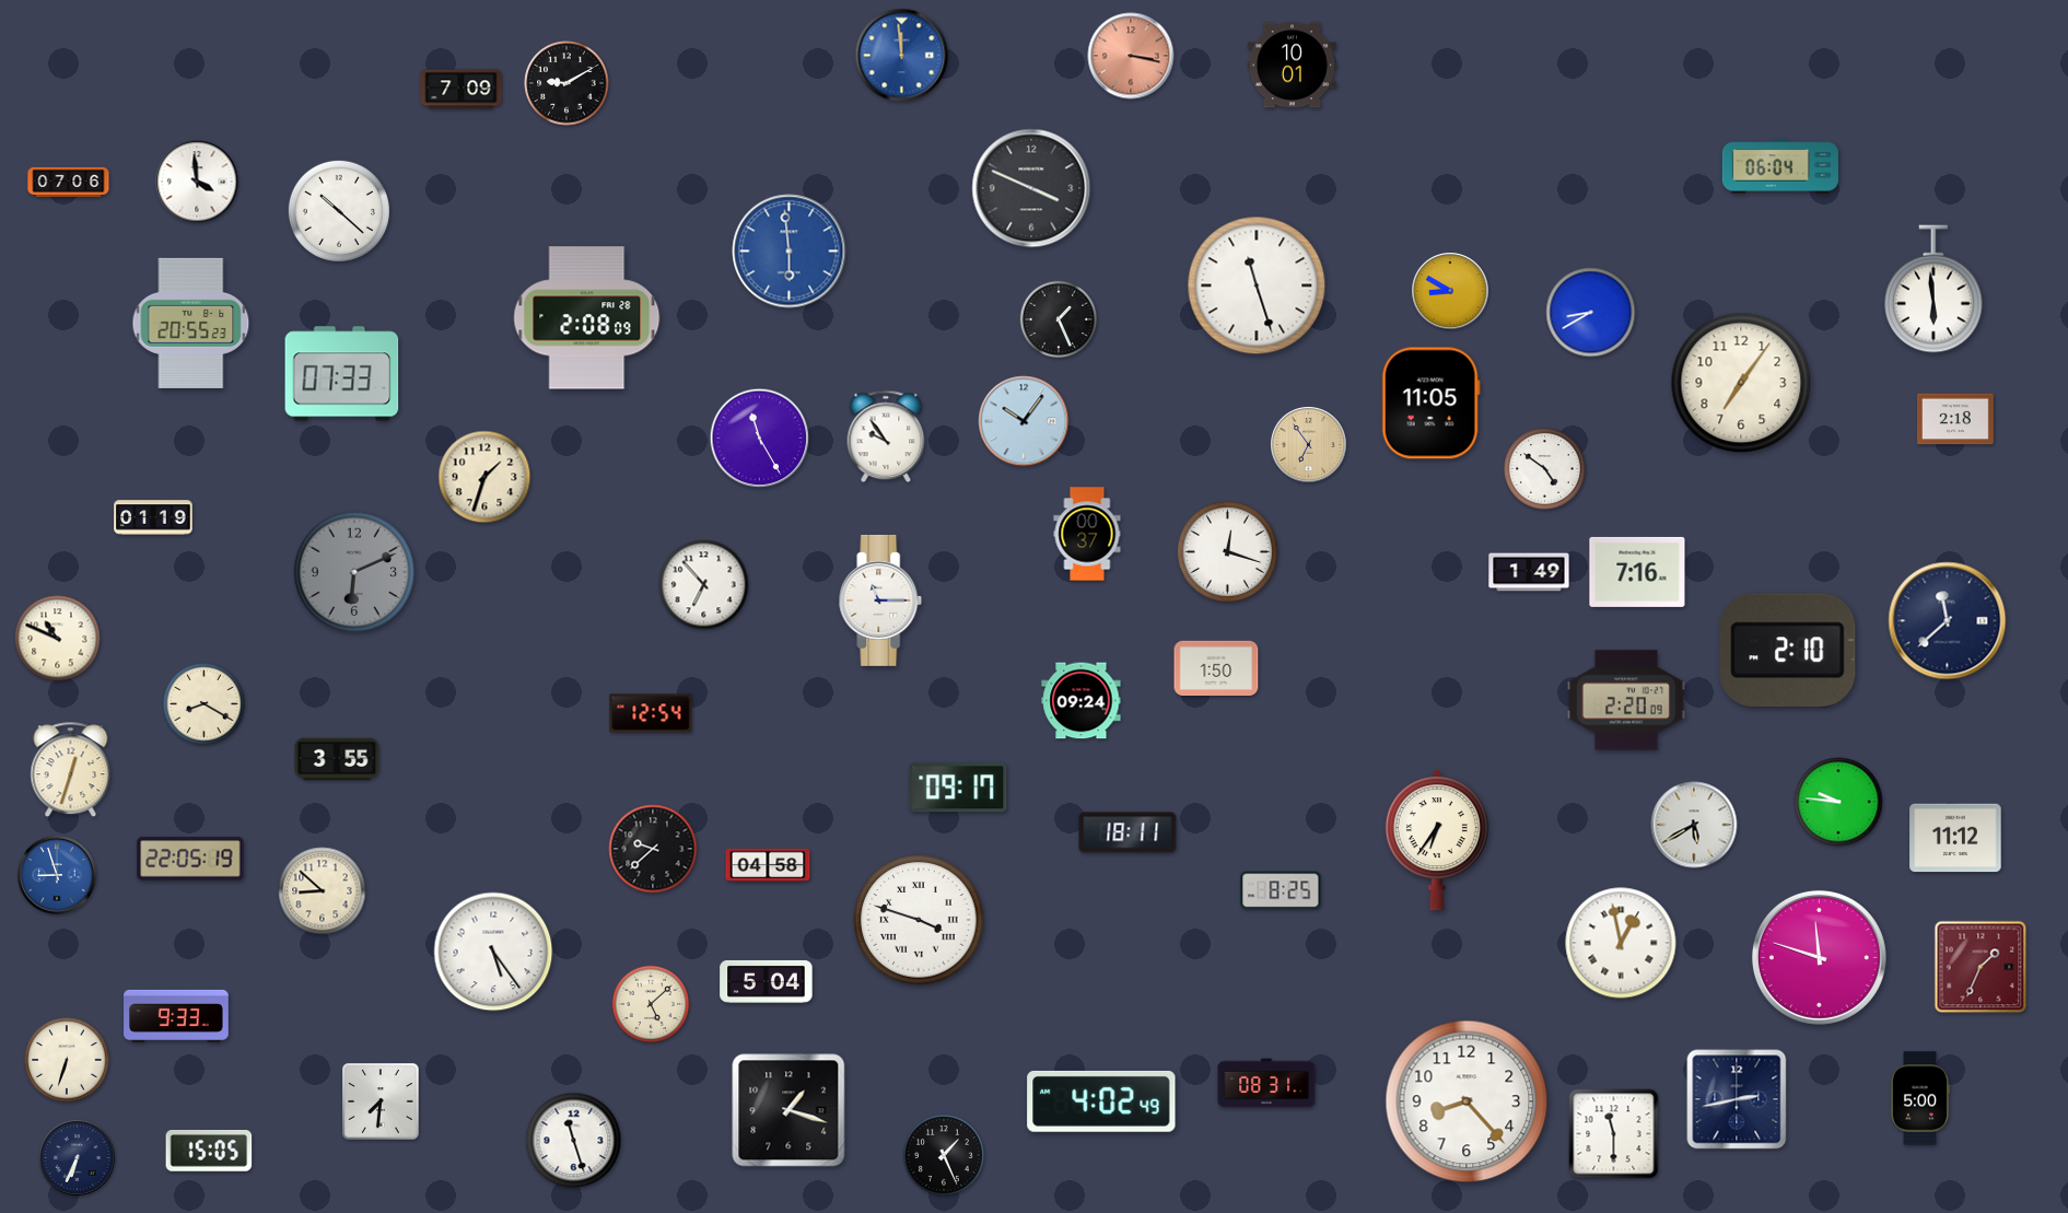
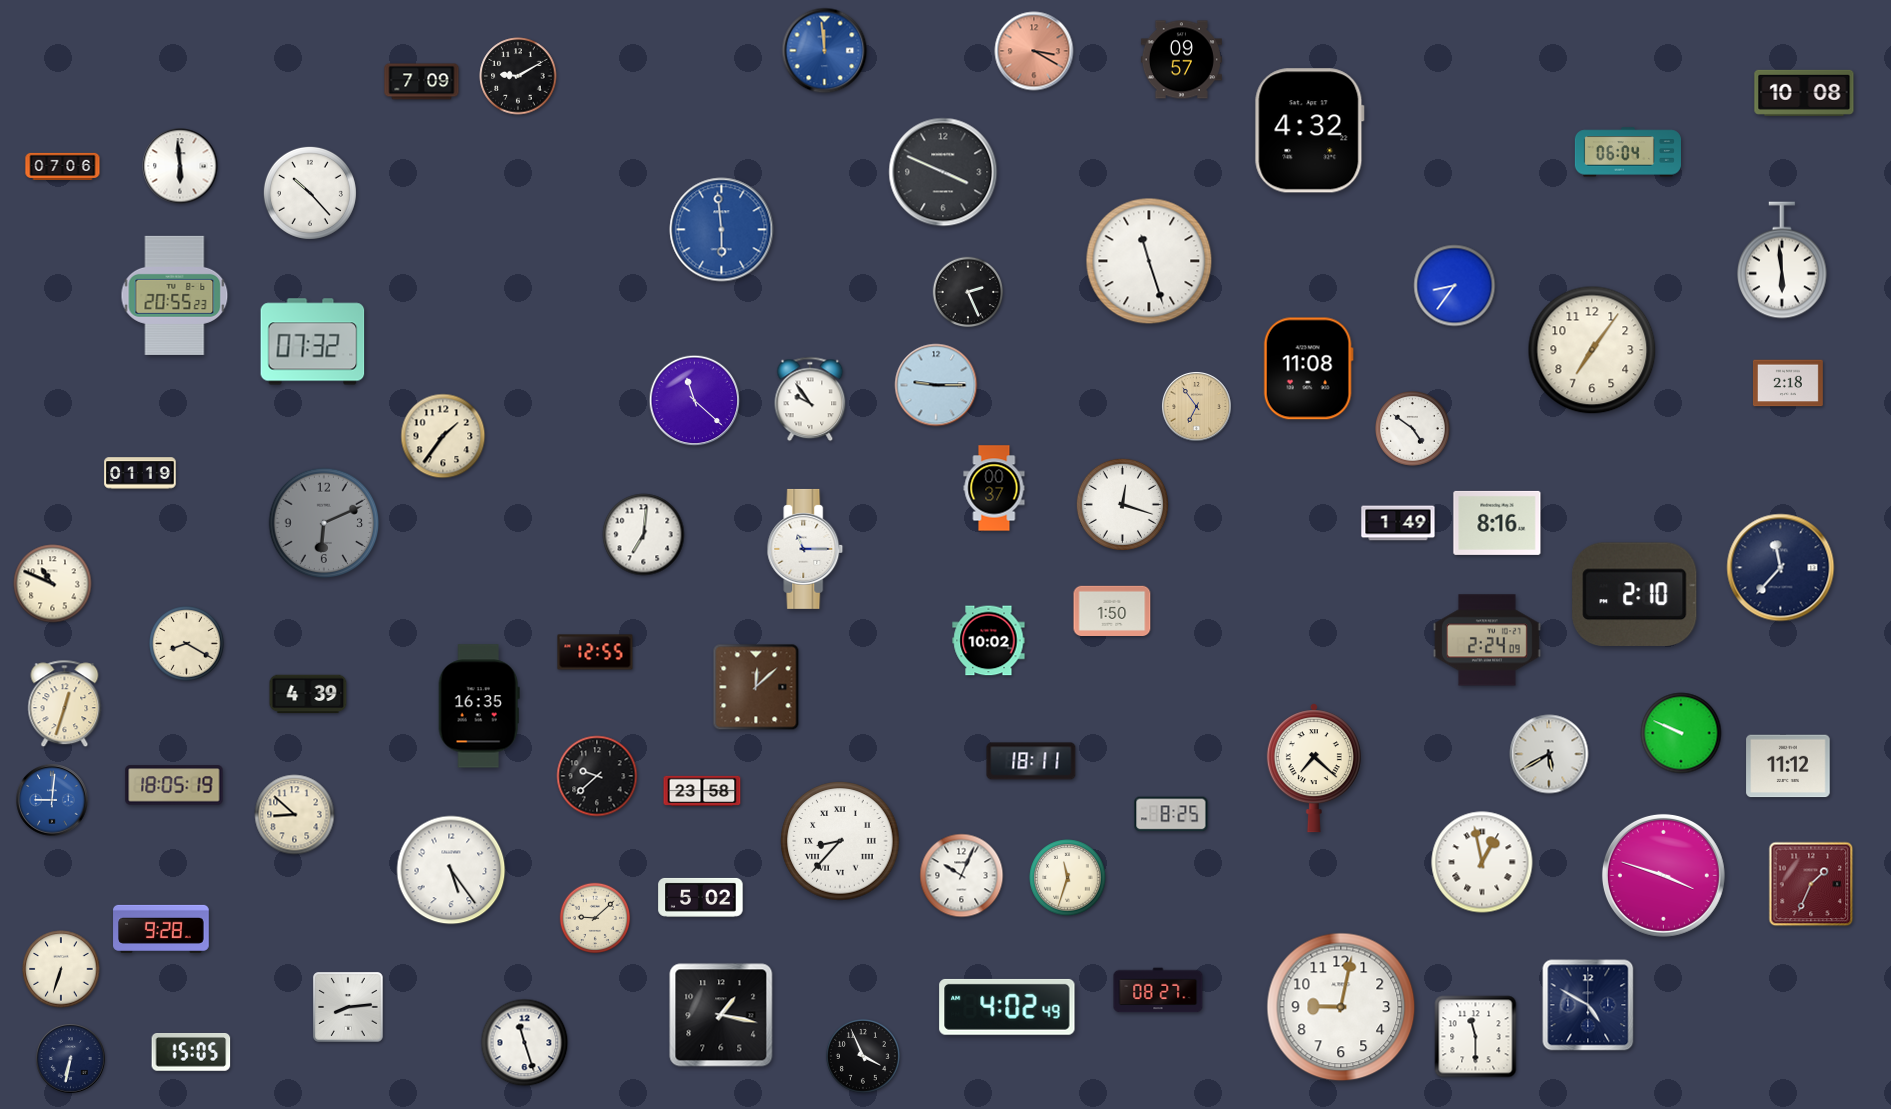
clock at (1131, 56): 3:17 -> 3:20
clock at (1292, 66): 10:01 -> 09:57
clock at (1804, 93): none -> 10:08
clock at (1309, 131): none -> 4:32
clock at (197, 182): 3:59 -> 5:59
clock at (339, 211): 10:22 -> 10:23
clock at (1935, 289) position: (1935, 289) -> (1783, 260)
clock at (1450, 291): 8:50 -> none
clock at (1591, 313): 8:40 -> 8:36
clock at (587, 318): 2:08 -> none
clock at (1059, 319): 1:26 -> 2:26
clock at (342, 374): 07:33 -> 07:32
clock at (1430, 404): 11:05 -> 11:08
clock at (1024, 421): 10:06 -> 9:15
clock at (760, 439): 11:25 -> 11:22
clock at (484, 477): 1:33 -> 1:36
clock at (1637, 572): 7:16 -> 8:16
clock at (704, 585): 6:53 -> 7:01
clock at (1948, 621): 11:38 -> 11:37
clock at (1626, 700): 2:20 -> 2:24
clock at (1082, 701): 09:24 -> 10:02
clock at (651, 713): 12:54 -> 12:55
clock at (756, 687): none -> 12:08
clock at (337, 759): 3:55 -> 4:39
clock at (479, 706): none -> 16:35
clock at (958, 788): 09:17 -> none
clock at (1838, 802): 9:46 -> 9:49
clock at (1437, 840): 6:36 -> 7:22
clock at (190, 859): 22:05 -> 18:05
clock at (768, 864): 04:58 -> 23:58
clock at (57, 875): 8:57 -> 9:01
clock at (919, 920): 3:48 -> 8:37
clock at (1819, 957): 11:48 -> 3:48
clock at (962, 876): none -> 10:04
clock at (1068, 878): none -> 11:33
clock at (767, 981): 5:04 -> 5:02
clock at (651, 1004): 5:08 -> 9:08
clock at (176, 1016): 9:33 -> 9:28
clock at (1266, 1083): 08:31 -> 08:27
clock at (1920, 1098): 5:00 -> none
clock at (1737, 1099): 2:43 -> 4:50
clock at (381, 1101): 7:31 -> 8:14
clock at (1467, 1101): 8:23 -> 9:02
clock at (788, 1110): 1:18 -> 1:17
clock at (944, 1155): 1:26 -> 3:56
clock at (78, 1158): 6:34 -> 6:32
